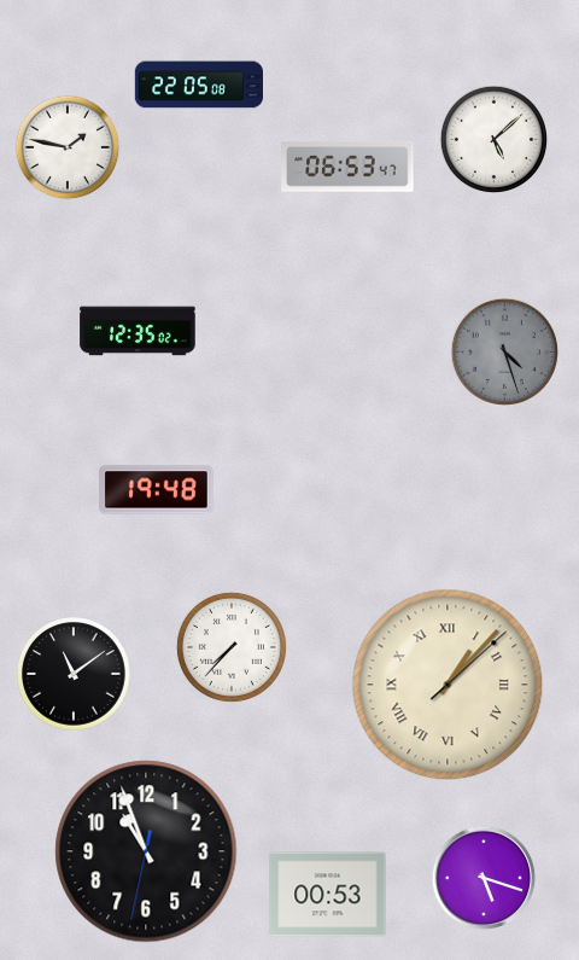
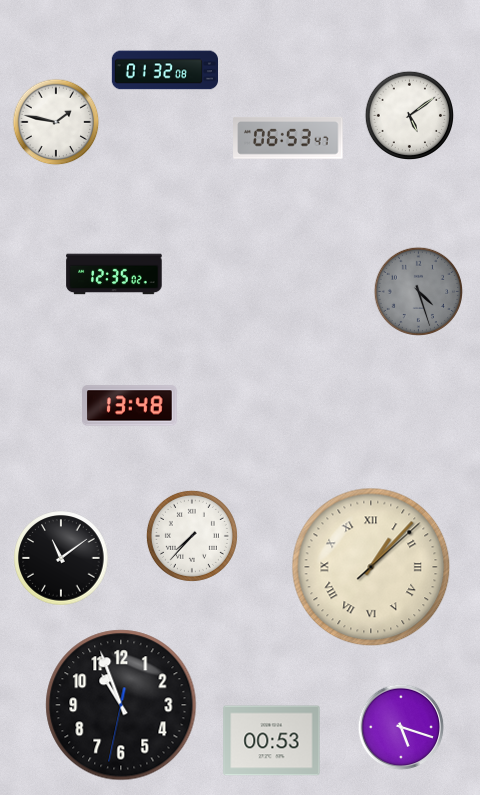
clock at (198, 85): 22:05 -> 01:32
clock at (493, 139): 5:08 -> 5:09
clock at (157, 490): 19:48 -> 13:48
